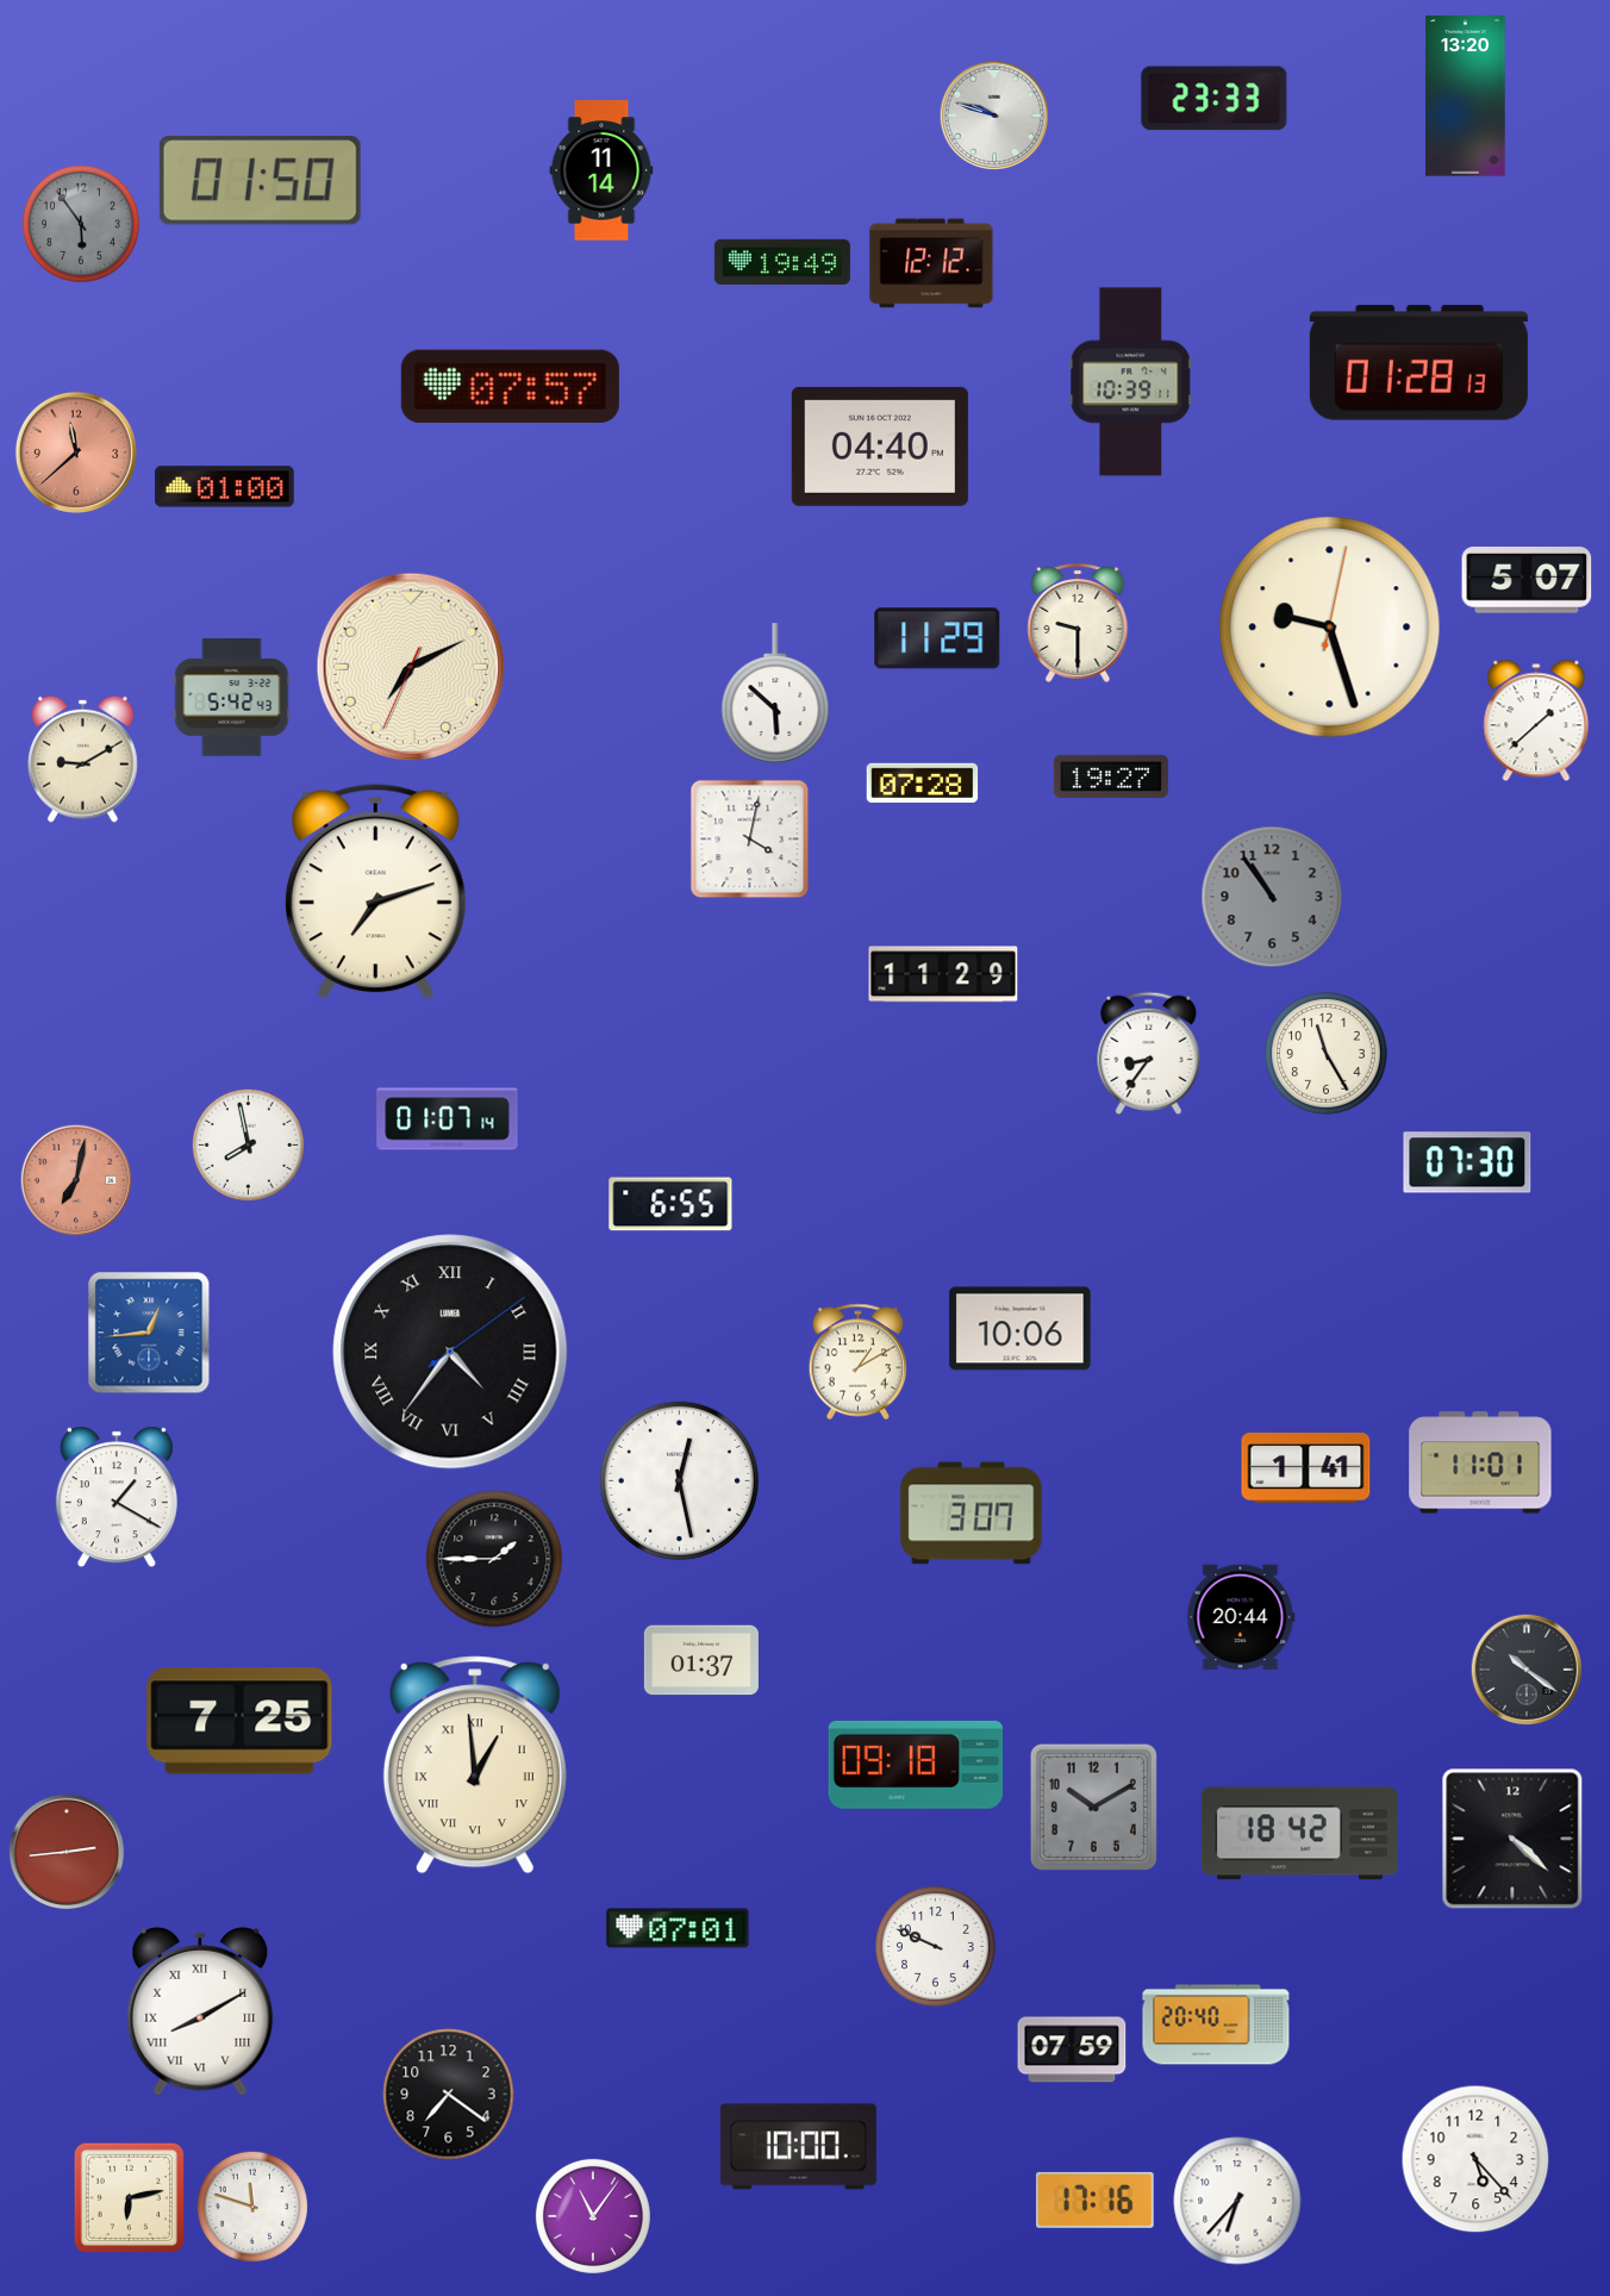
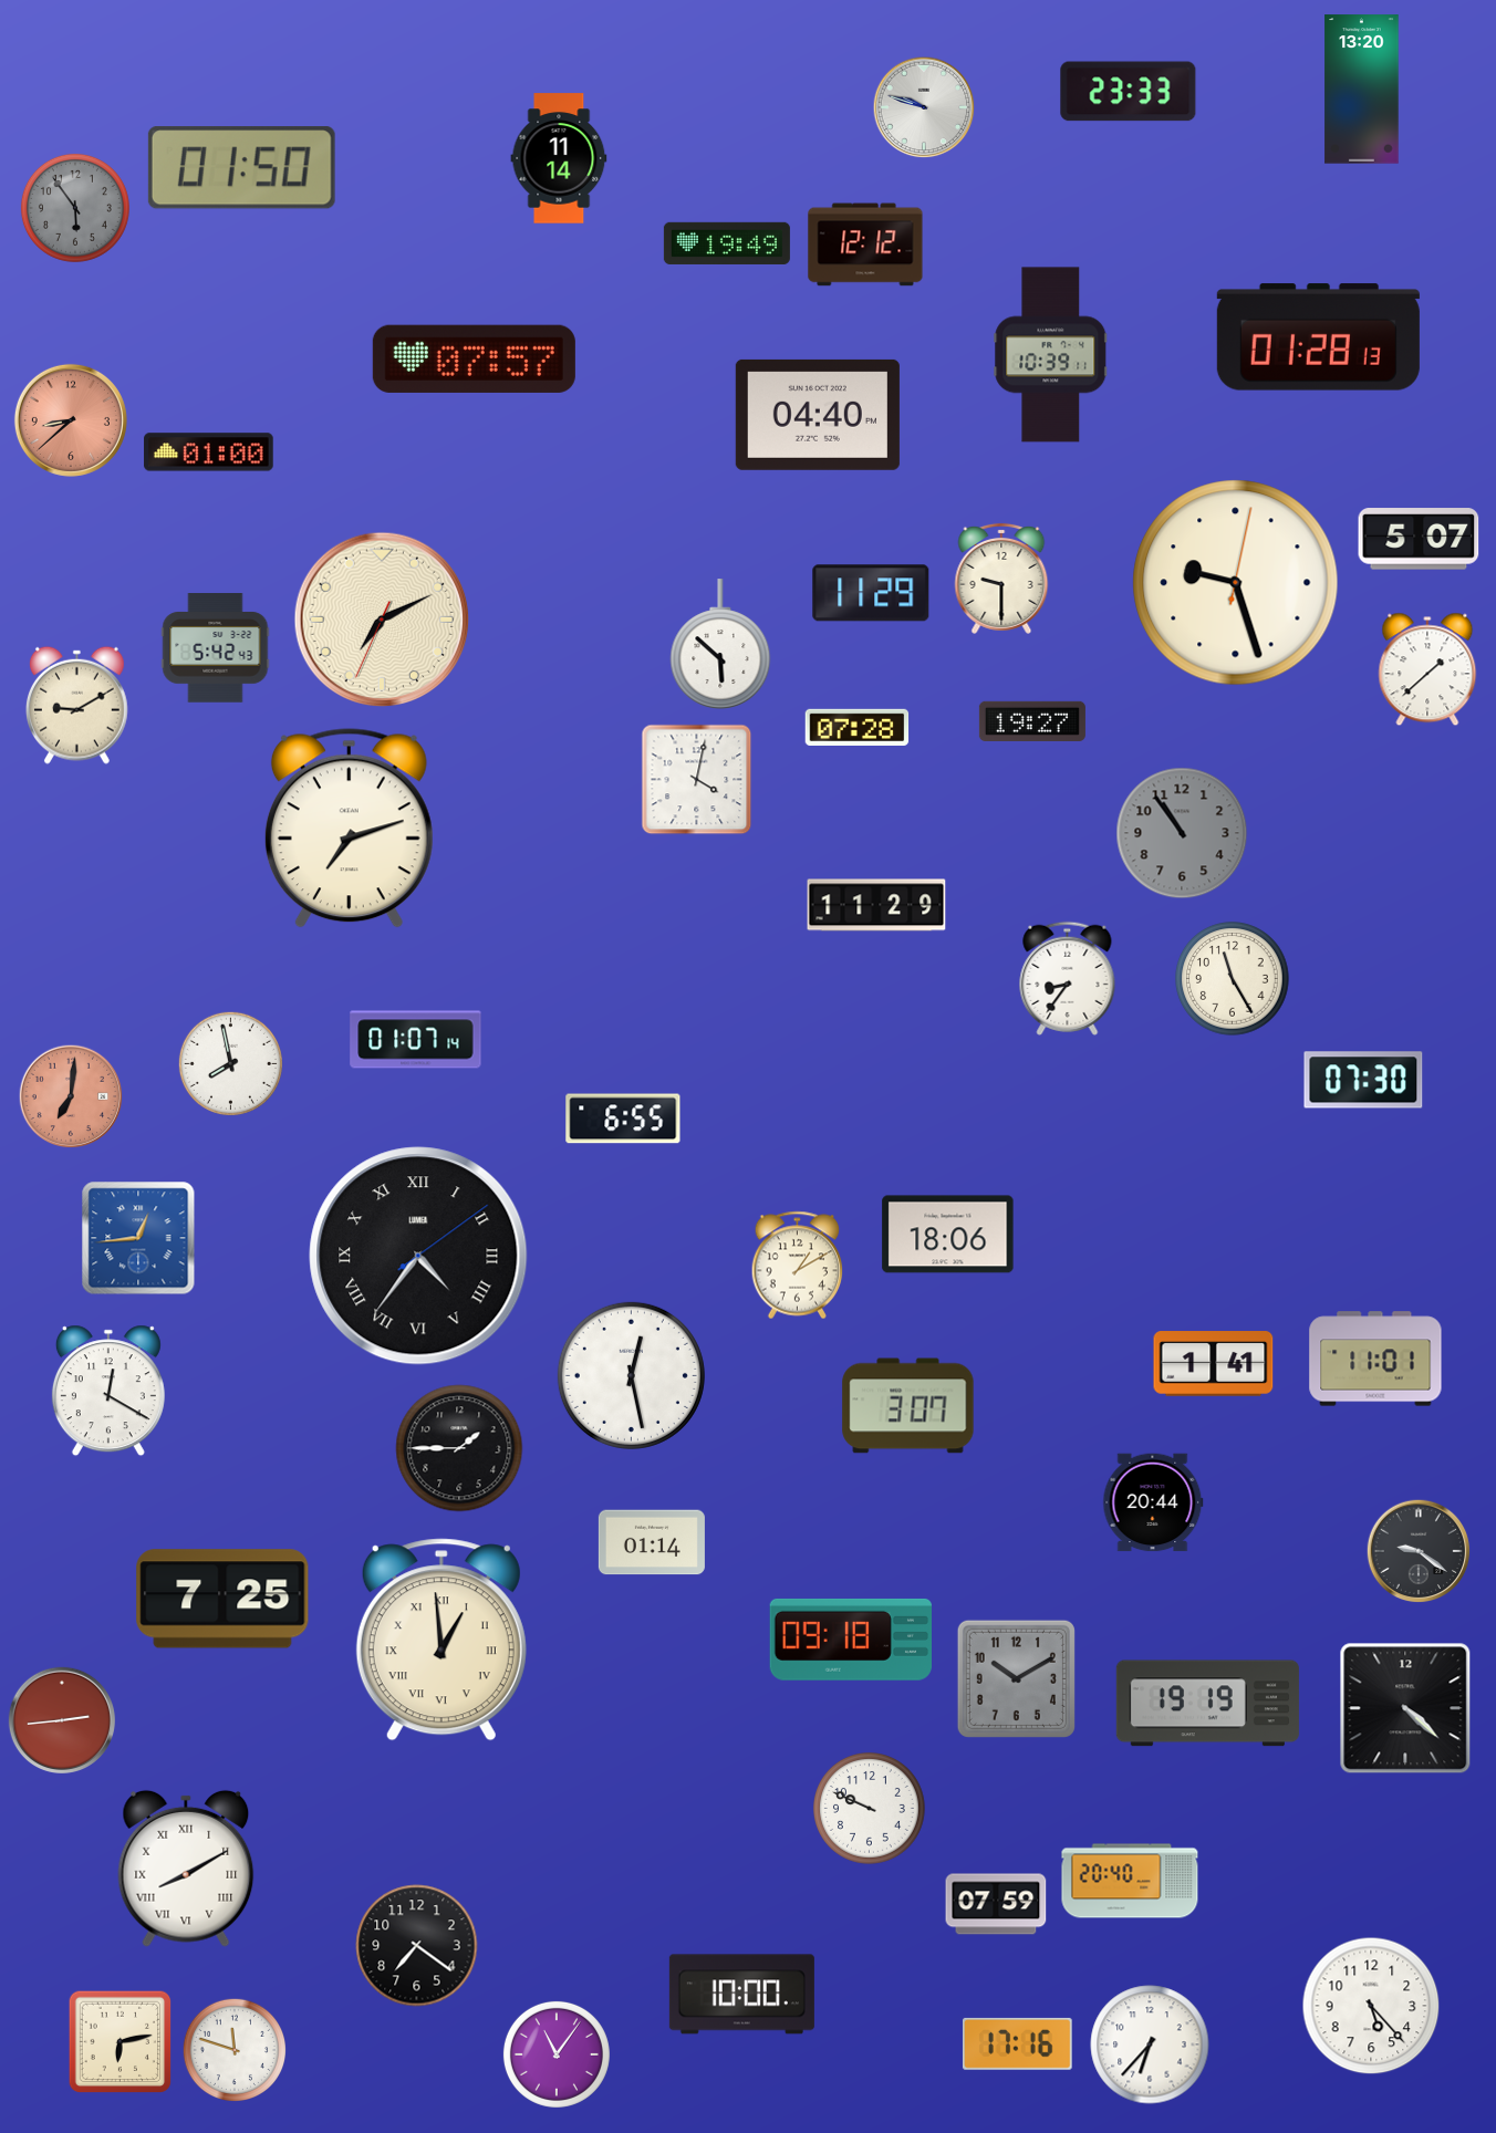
clock at (76, 453): 11:38 -> 8:38
clock at (76, 1180): 7:02 -> 7:01
clock at (1021, 1329): 10:06 -> 18:06
clock at (117, 1497): 1:20 -> 12:20
clock at (972, 1514) position: (972, 1514) -> (908, 1406)
clock at (701, 1660): 01:37 -> 01:14
clock at (1527, 1670): 10:21 -> 9:21
clock at (1299, 1834): 18:42 -> 19:19
clock at (678, 1928): 07:01 -> none
clock at (593, 2216) position: (593, 2216) -> (557, 2054)
